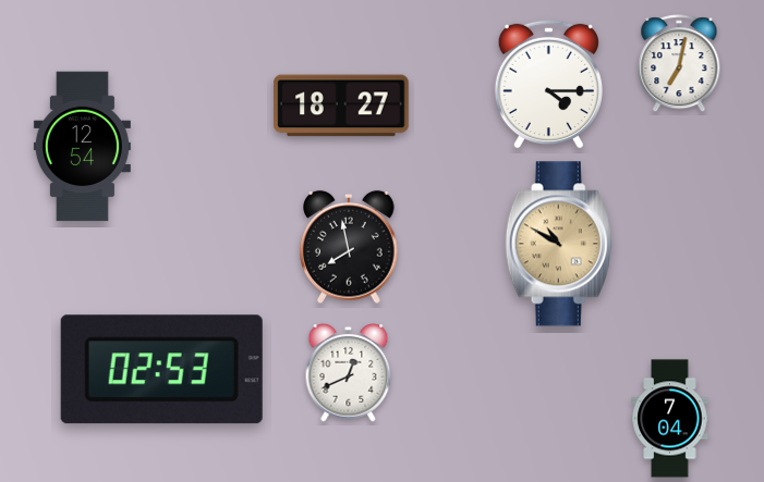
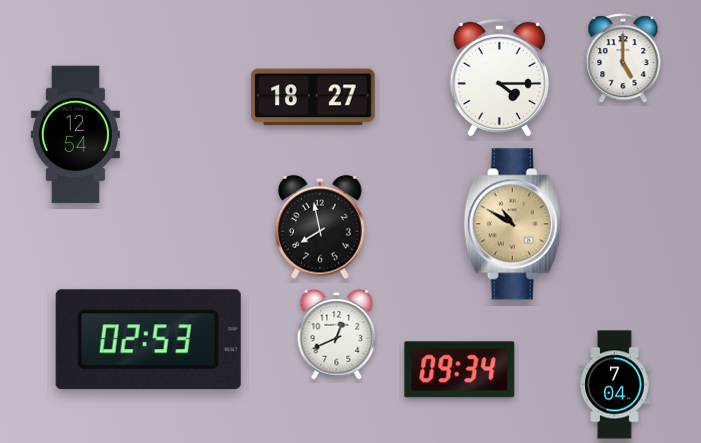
clock at (679, 64): 7:02 -> 5:00
clock at (548, 84) position: (548, 84) -> (499, 77)
clock at (349, 373) position: (349, 373) -> (337, 335)
clock at (460, 370): none -> 09:34
